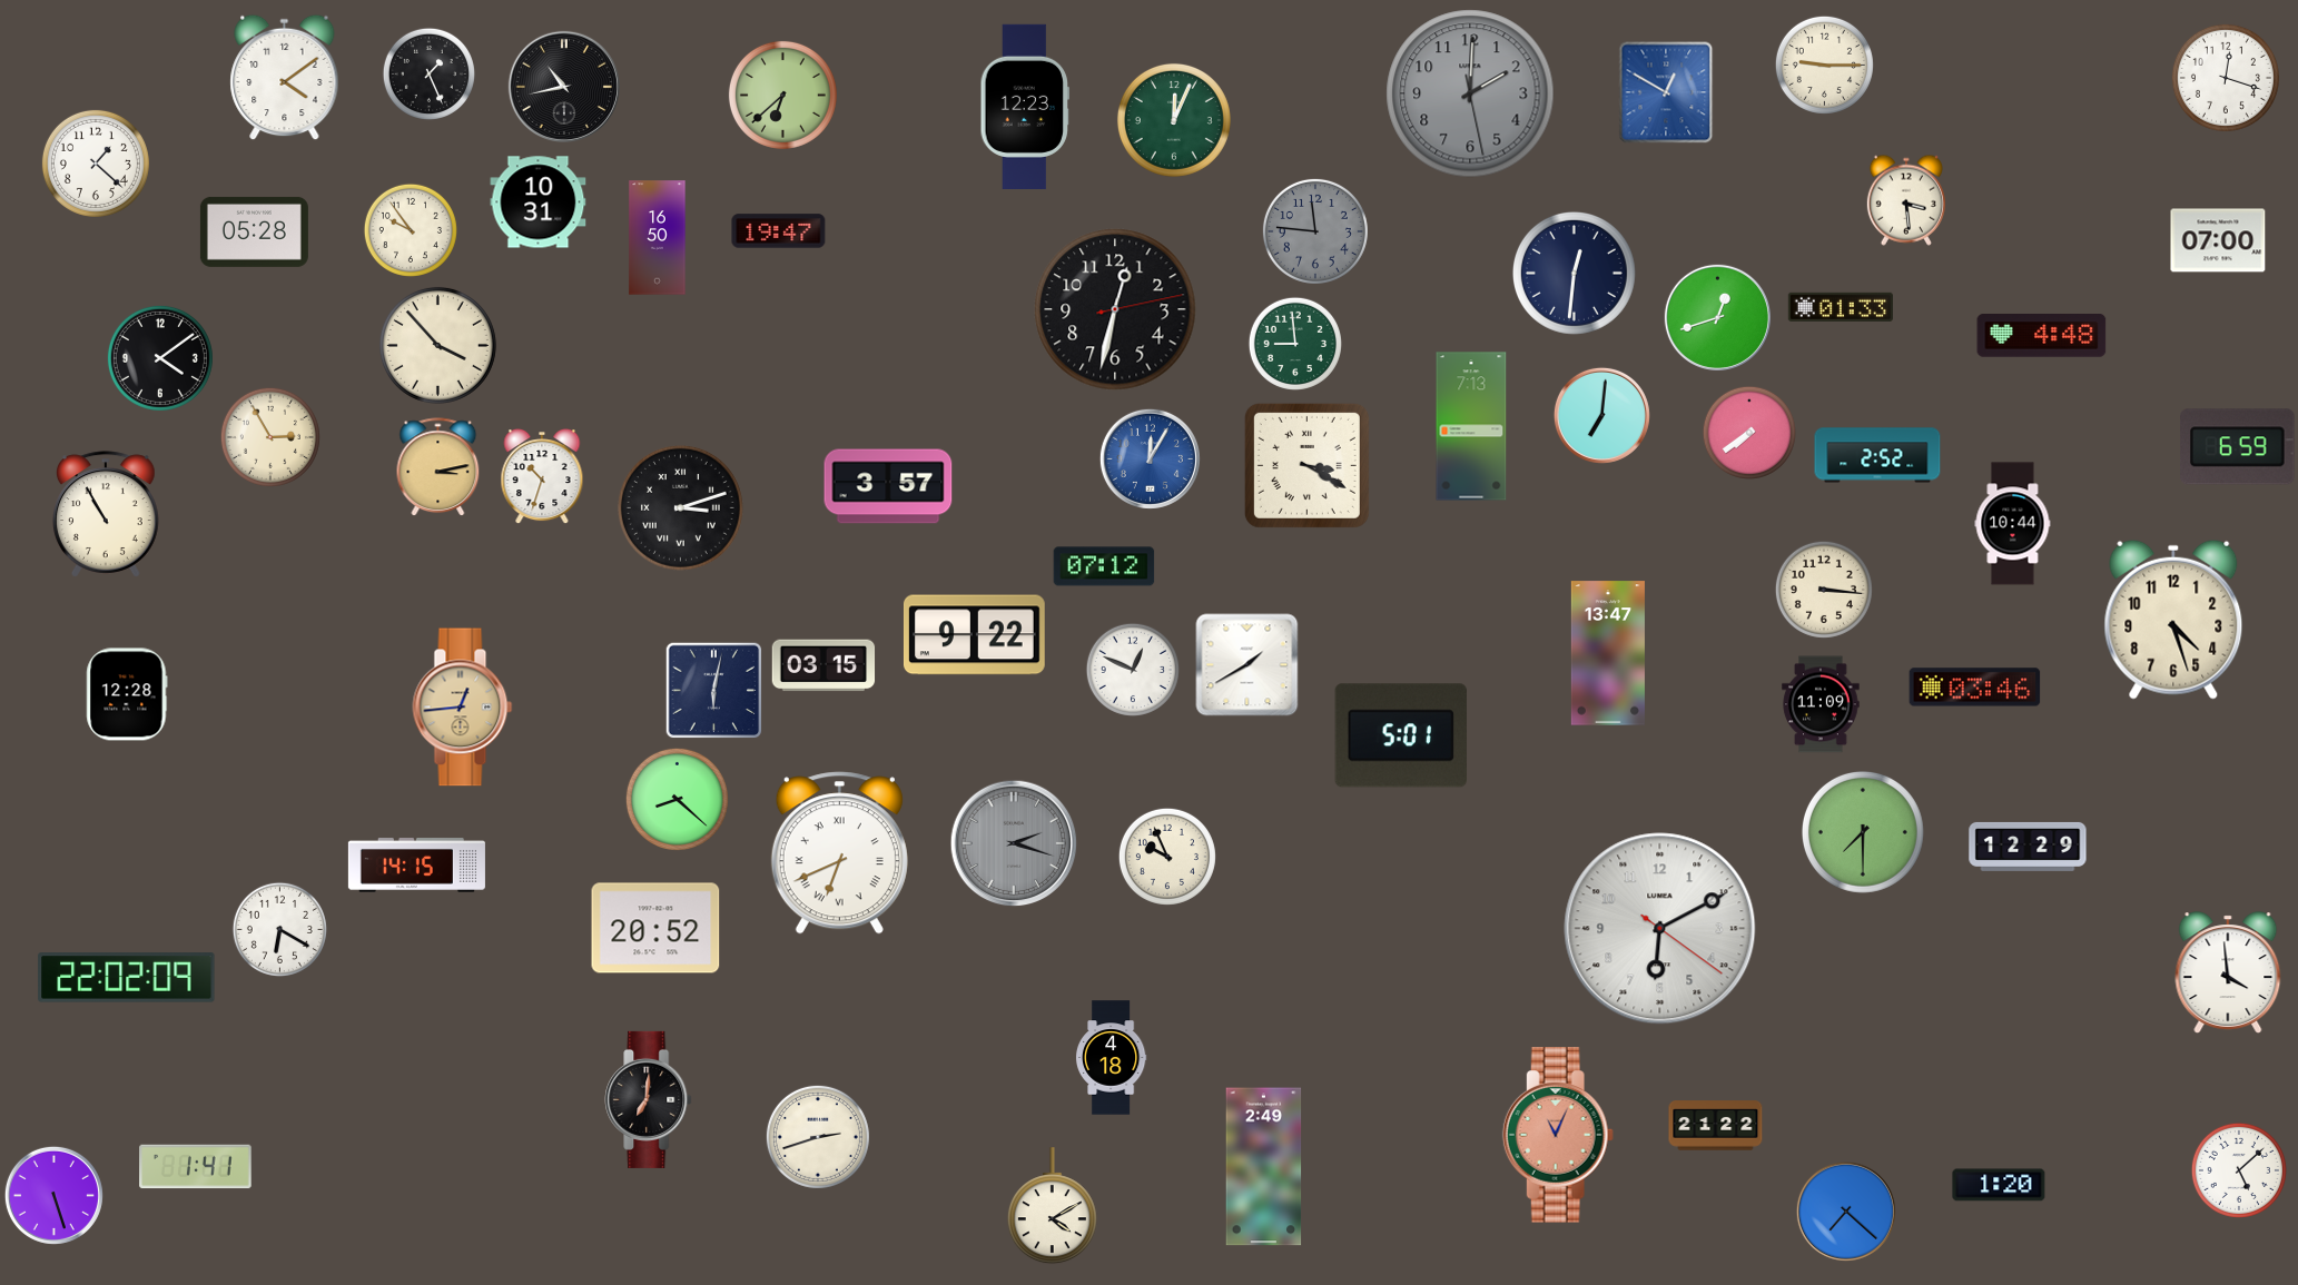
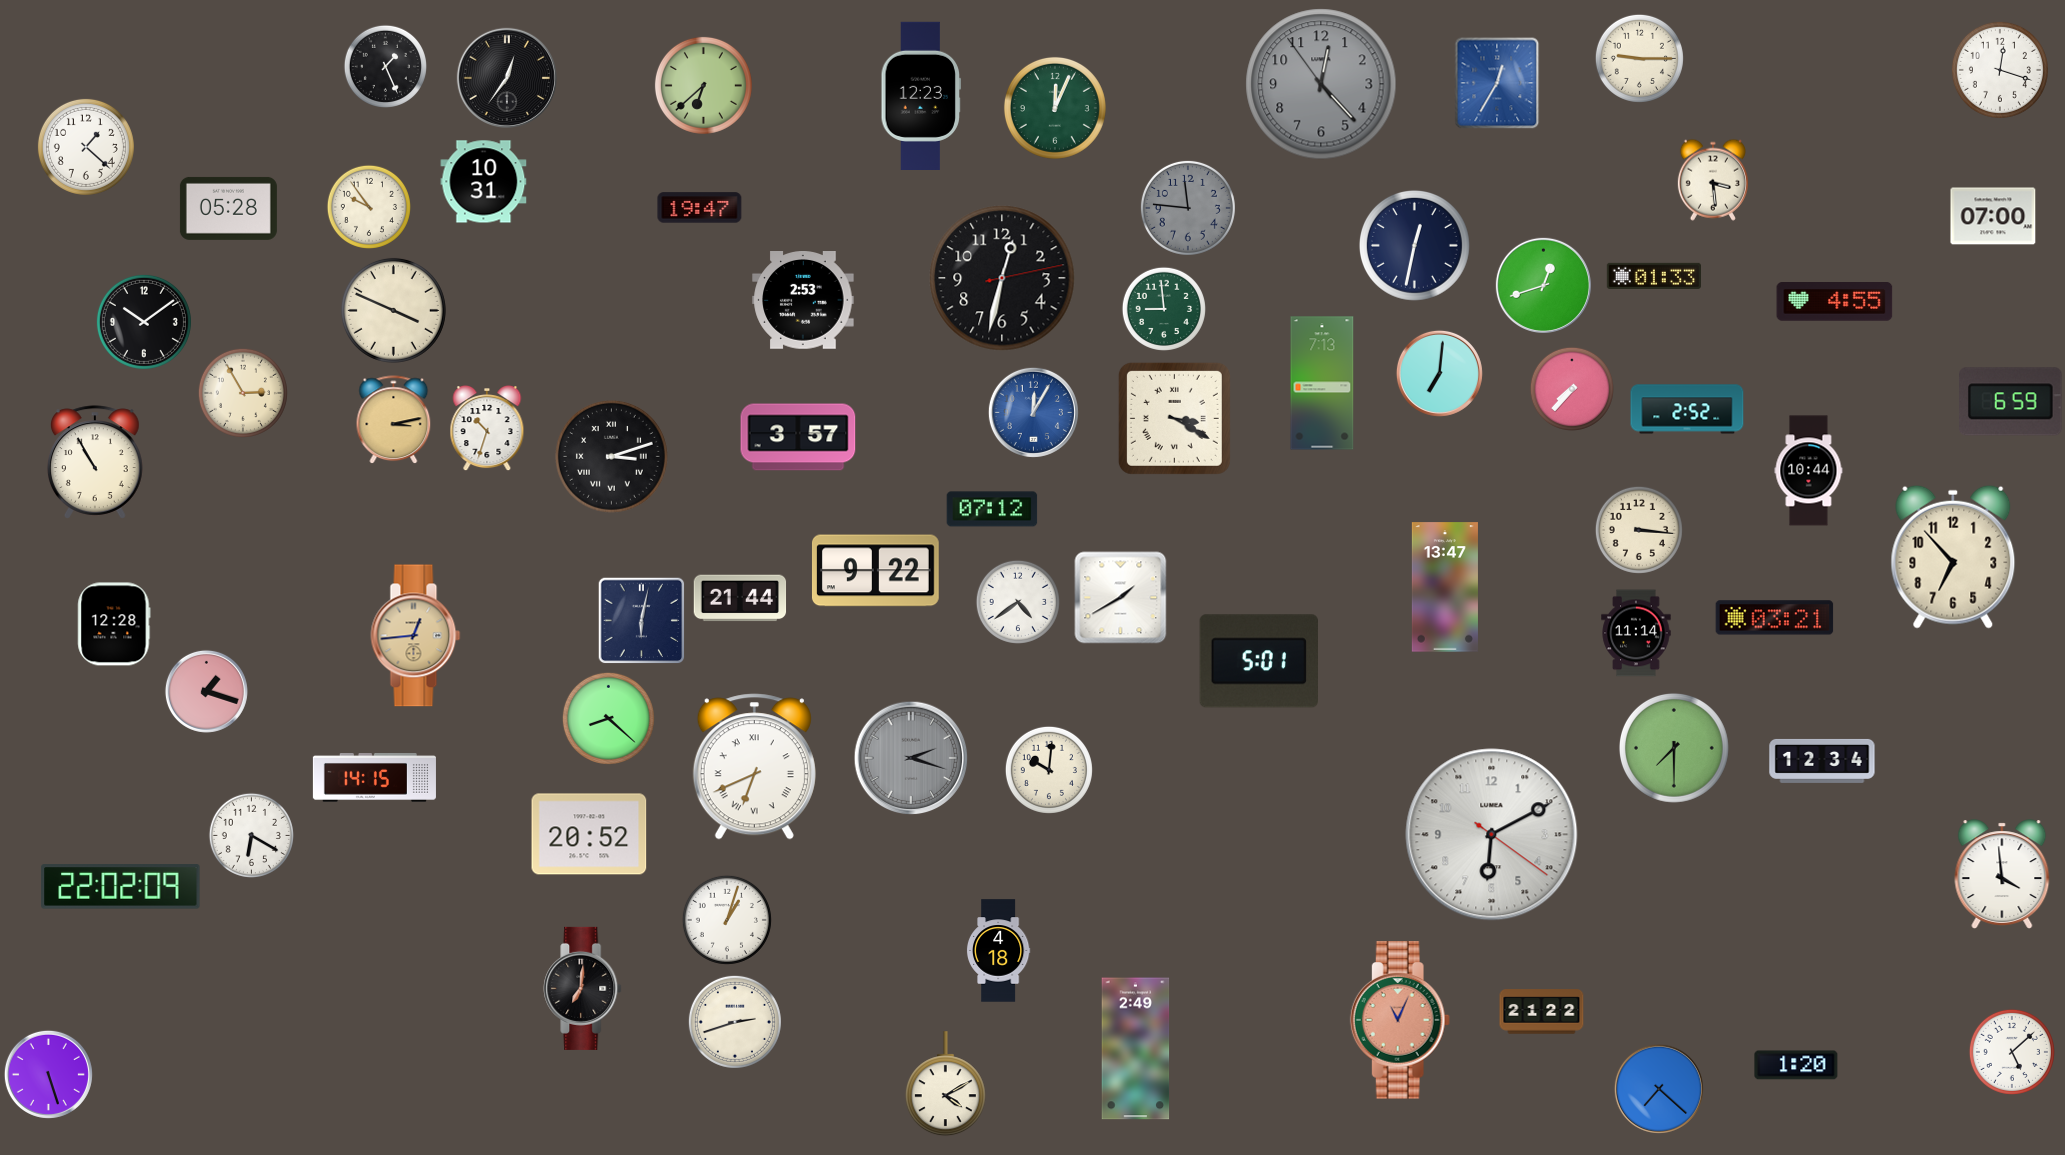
clock at (285, 78): 4:09 -> none
clock at (563, 86): 10:43 -> 12:36
clock at (1666, 92): 12:50 -> 12:35
clock at (1470, 93): 2:00 -> 12:22
clock at (1315, 231) position: (1315, 231) -> (1188, 208)
clock at (658, 238): 16:50 -> none
clock at (1574, 273): 12:31 -> 12:32
clock at (803, 301): none -> 2:53
clock at (2042, 336): 4:48 -> 4:55
clock at (437, 345): 3:53 -> 3:49
clock at (160, 358): 4:09 -> 10:09
clock at (1749, 433): 7:39 -> 7:37
clock at (2173, 620): 4:27 -> 6:53
clock at (823, 665): 03:15 -> 21:44
clock at (1133, 670): 12:49 -> 4:39
clock at (1975, 688): 03:46 -> 03:21
clock at (1821, 704): 11:09 -> 11:14
clock at (206, 691): none -> 1:18
clock at (2028, 847): 12:29 -> 12:34
clock at (1167, 857): 9:56 -> 10:01
clock at (127, 978) position: (127, 978) -> (121, 887)
clock at (727, 920): none -> 1:03
clock at (196, 1167): 1:41 -> none
